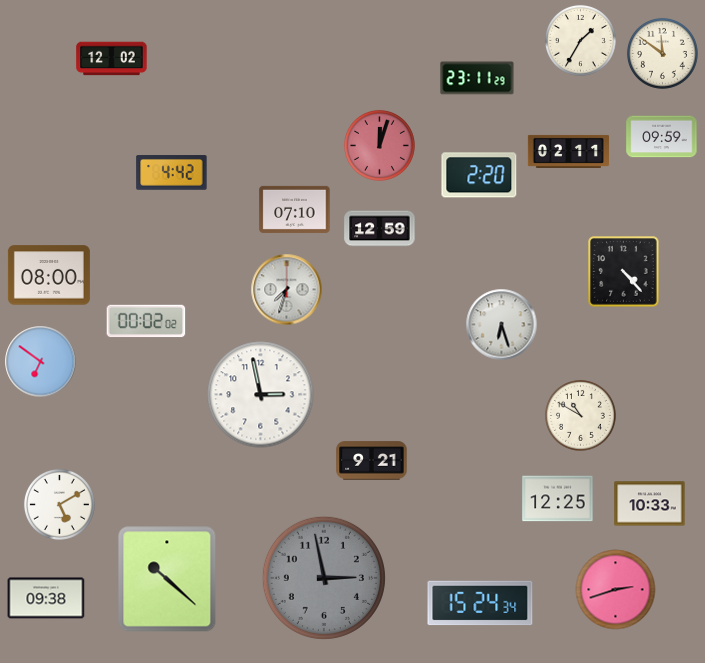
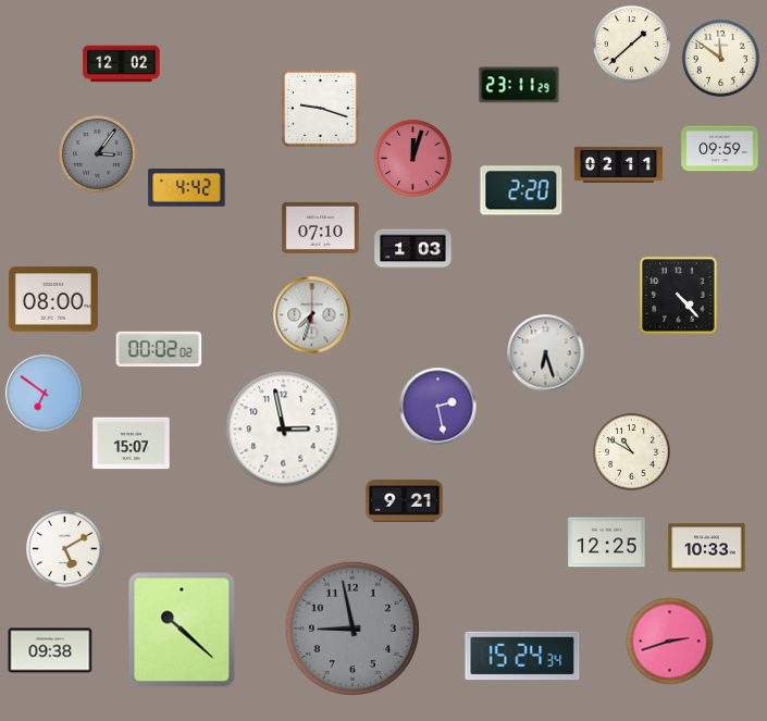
clock at (580, 40): 1:35 -> 1:38
clock at (321, 109): none -> 9:18
clock at (97, 153): none -> 3:06
clock at (380, 229): 12:59 -> 1:03
clock at (438, 407): none -> 2:28
clock at (132, 444): none -> 15:07
clock at (324, 578): 2:58 -> 8:58
